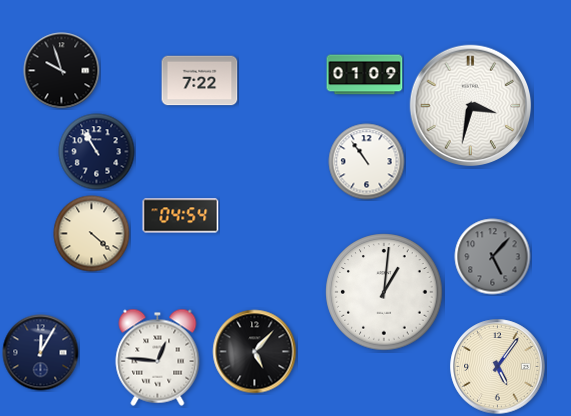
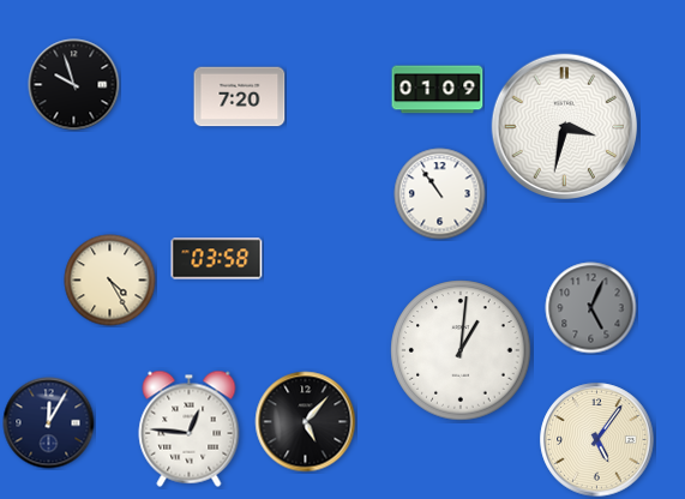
clock at (200, 81): 7:22 -> 7:20
clock at (97, 152): 10:55 -> none
clock at (181, 216): 04:54 -> 03:58
clock at (92, 234): 4:22 -> 4:25
clock at (493, 257): 5:07 -> 5:04
